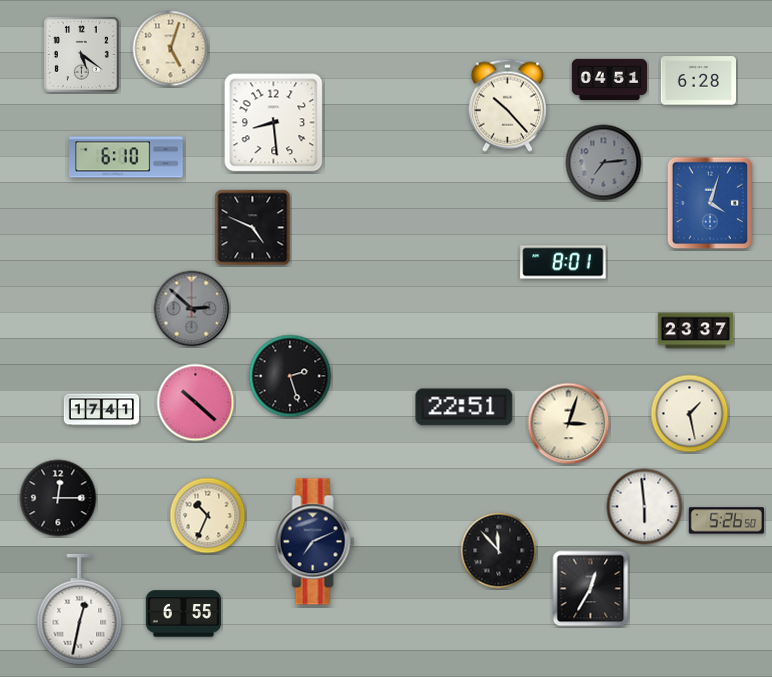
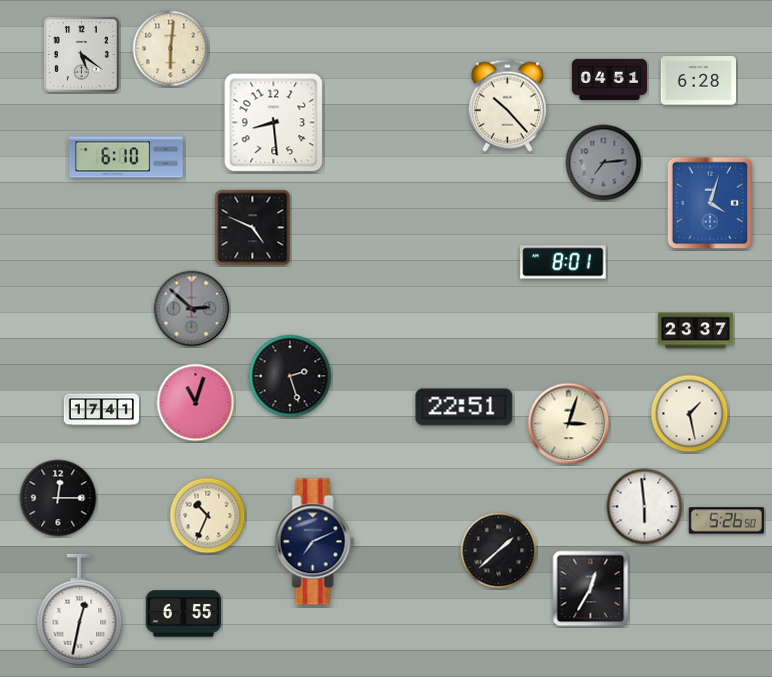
clock at (171, 49): 5:03 -> 6:01
clock at (196, 403): 10:22 -> 11:03
clock at (499, 551): 11:53 -> 1:38
